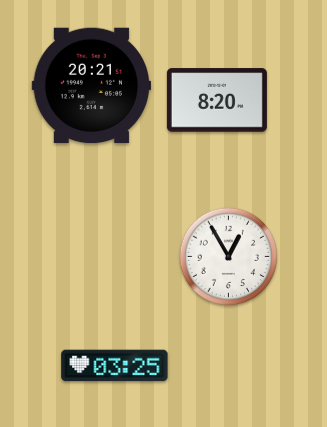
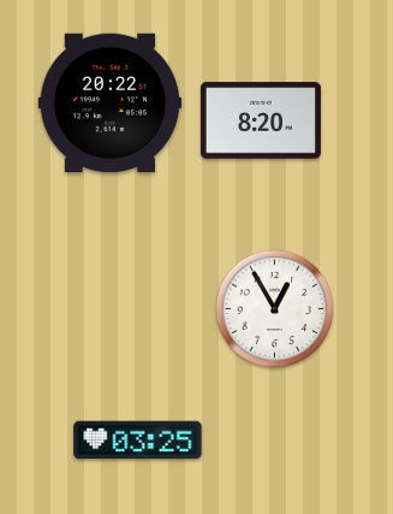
clock at (91, 86): 20:21 -> 20:22
